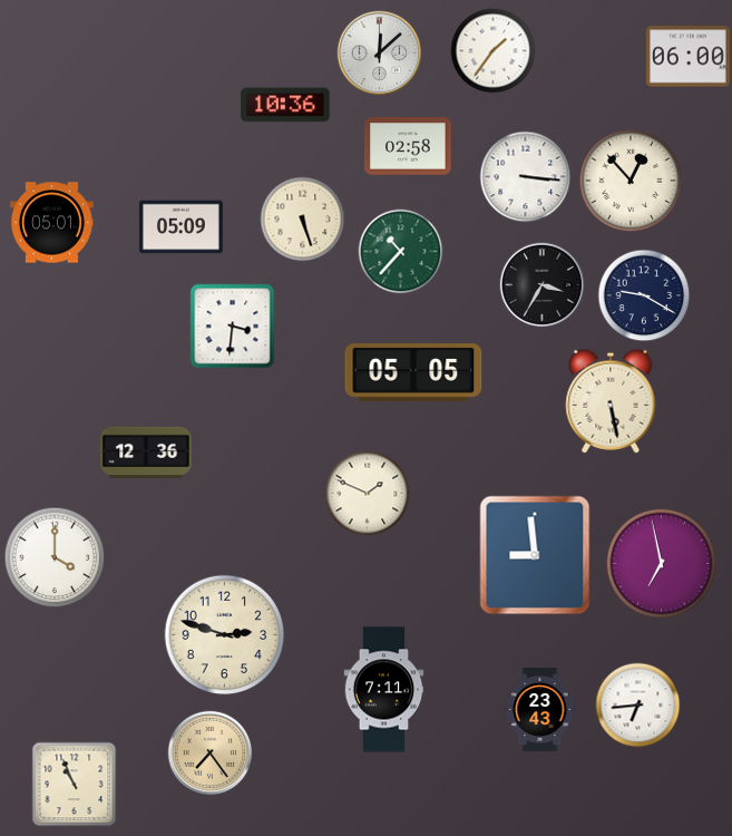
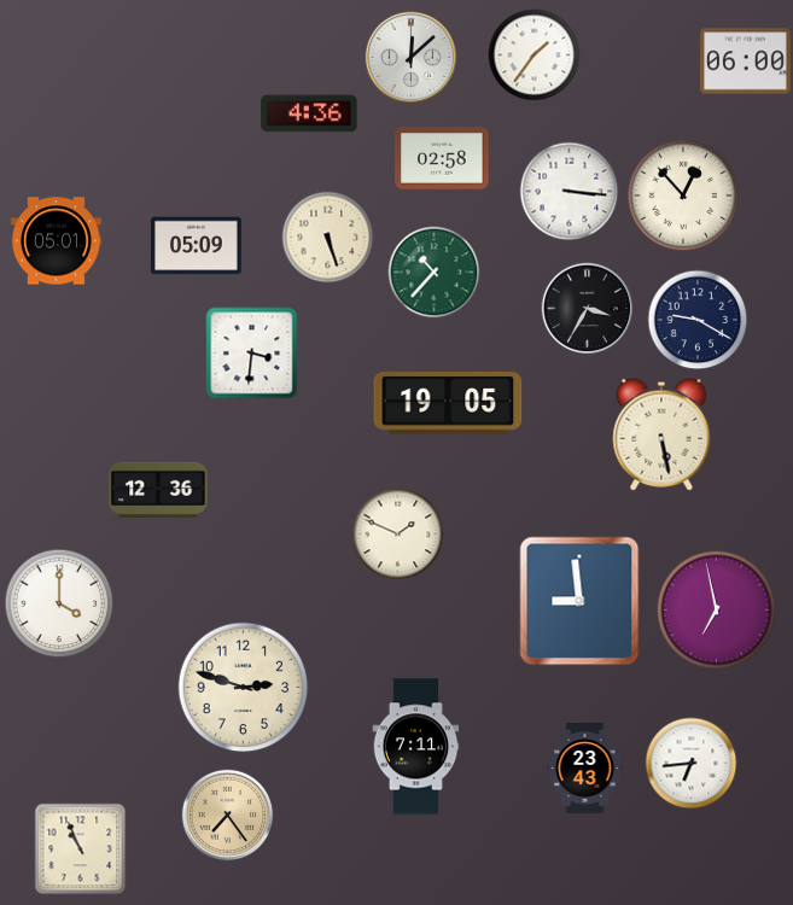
clock at (285, 105): 10:36 -> 4:36
clock at (413, 372): 05:05 -> 19:05
